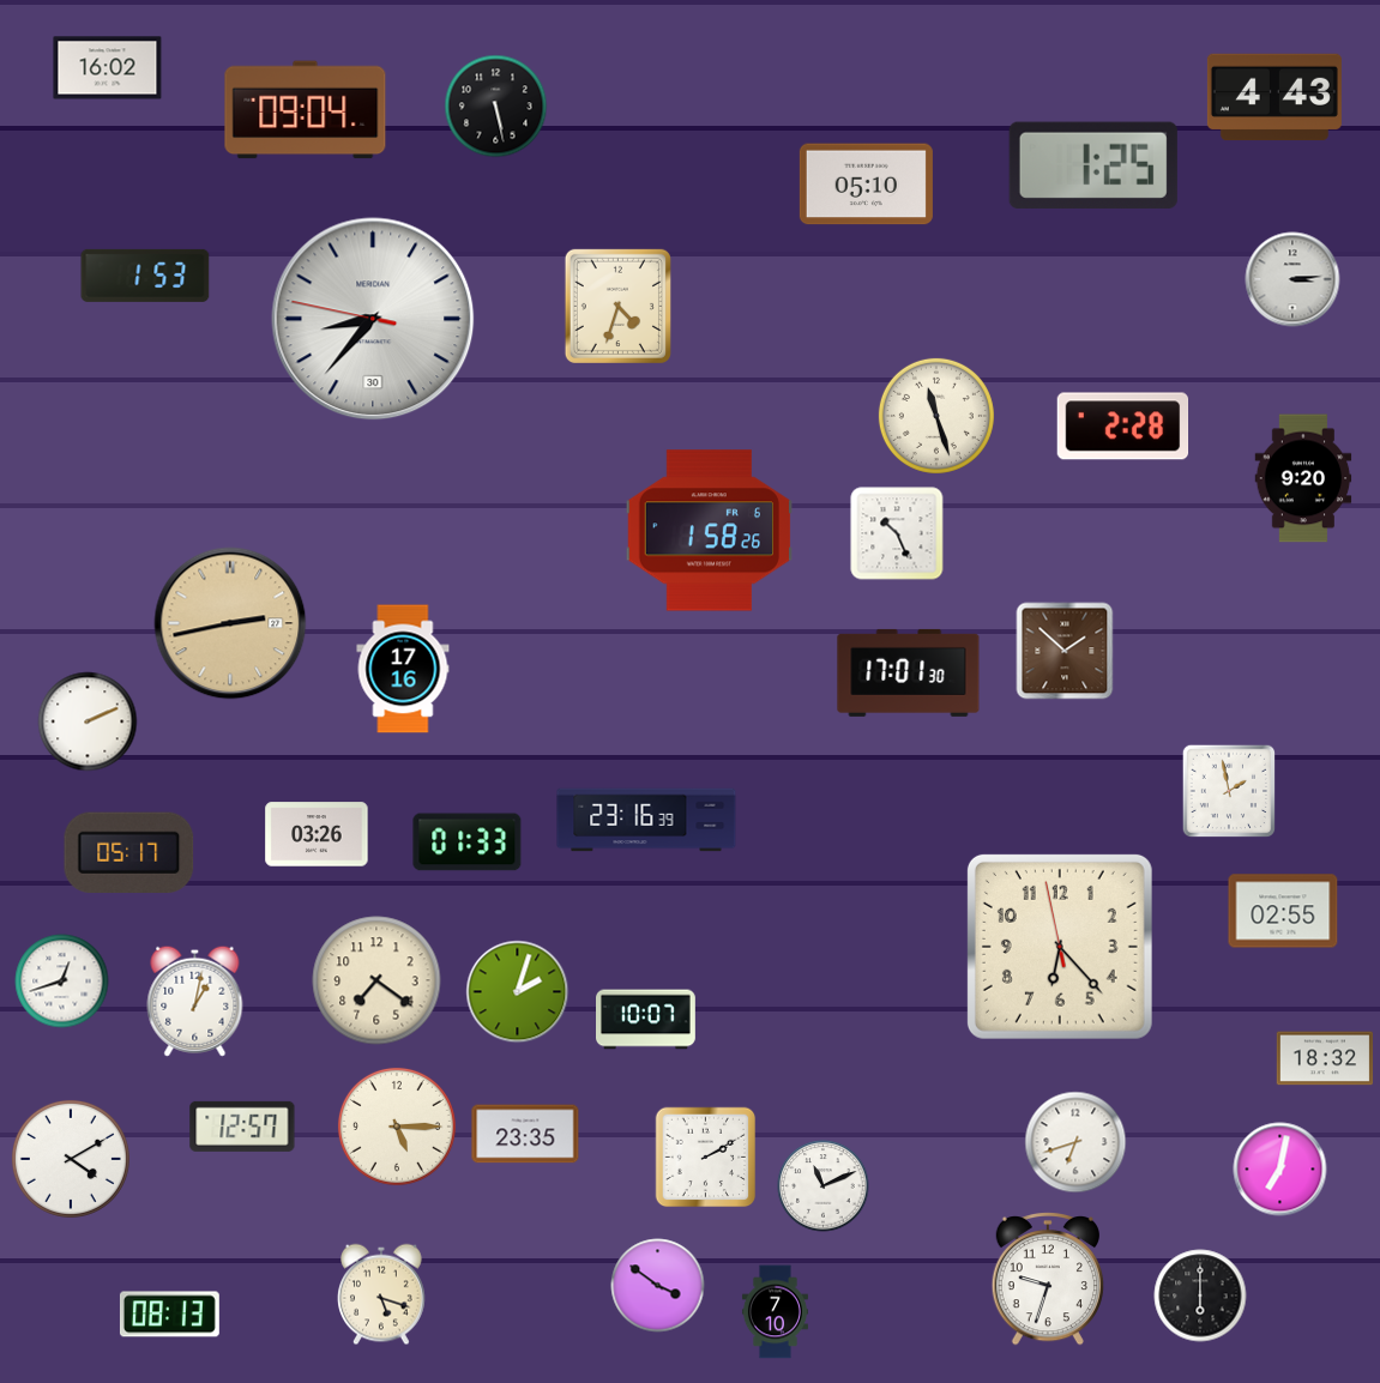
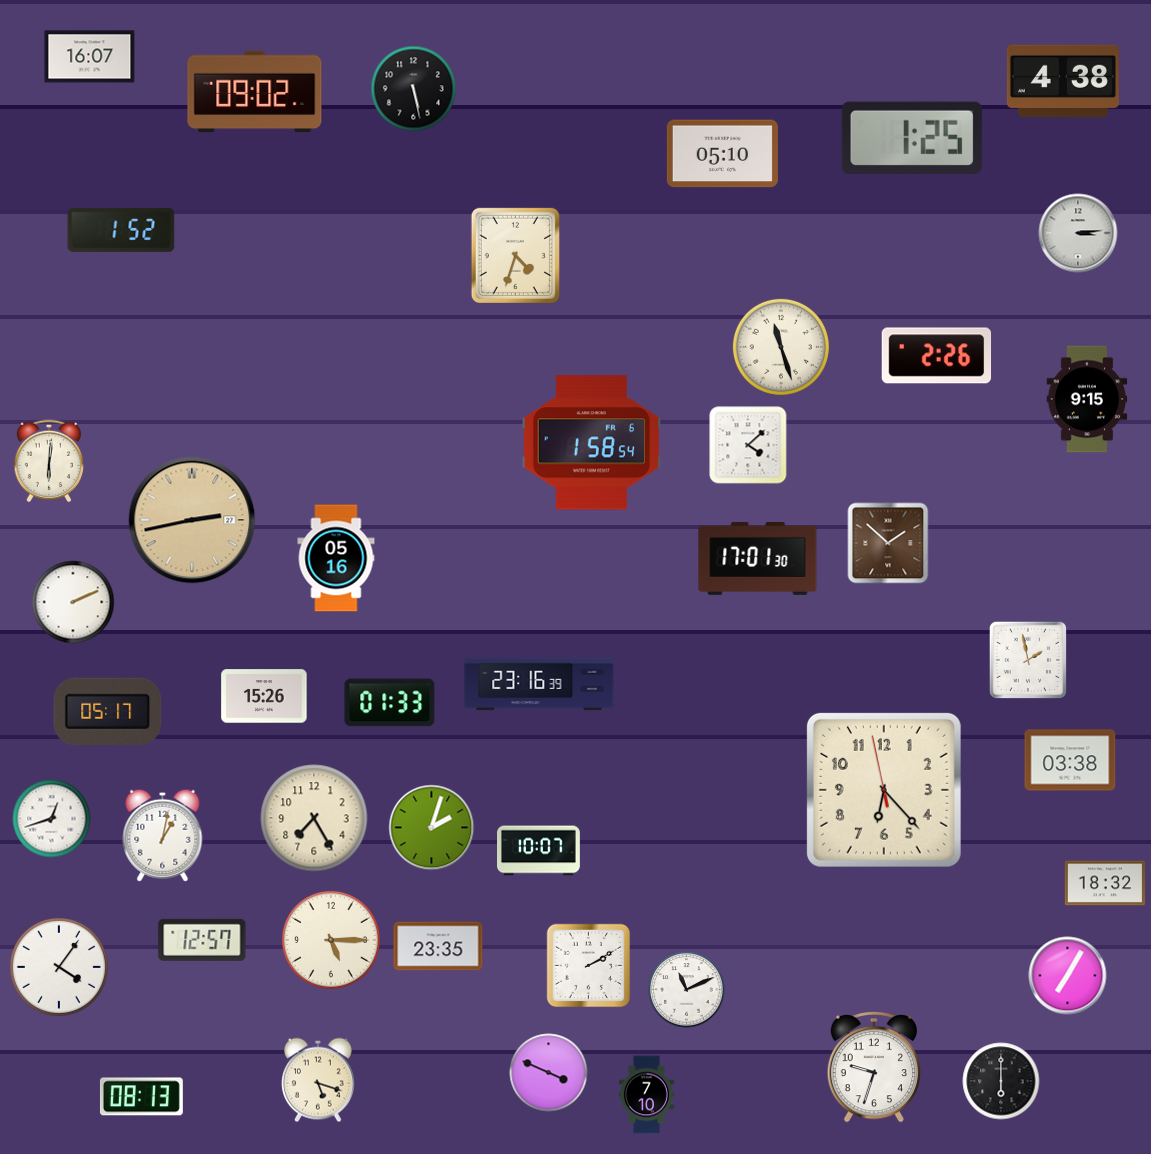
clock at (108, 68): 16:02 -> 16:07
clock at (1274, 97): 4:43 -> 4:38
clock at (306, 110): 09:04 -> 09:02
clock at (145, 276): 1:53 -> 1:52
clock at (373, 319): 8:36 -> none
clock at (1123, 427): 2:28 -> 2:26
clock at (1303, 478): 9:20 -> 9:15
clock at (709, 531): 1:58:26 -> 1:58:54
clock at (897, 533): 10:26 -> 4:08
clock at (49, 461): none -> 6:01
clock at (403, 669): 17:16 -> 05:16
clock at (909, 672) position: (909, 672) -> (758, 558)
clock at (1228, 790) position: (1228, 790) -> (1027, 659)
clock at (317, 834): 03:26 -> 15:26
clock at (1283, 911): 02:55 -> 03:38
clock at (376, 980): 7:21 -> 7:25
clock at (1075, 1142): 6:42 -> none
clock at (71, 1159): 4:10 -> 4:06
clock at (1280, 1170): 7:02 -> 7:05
clock at (658, 1286): 3:51 -> 3:49
